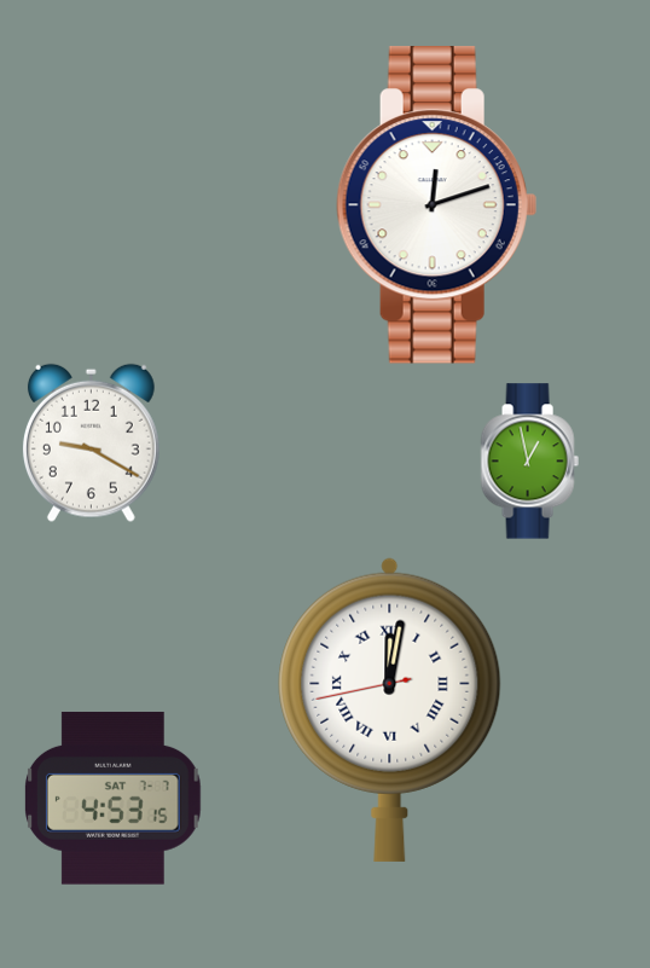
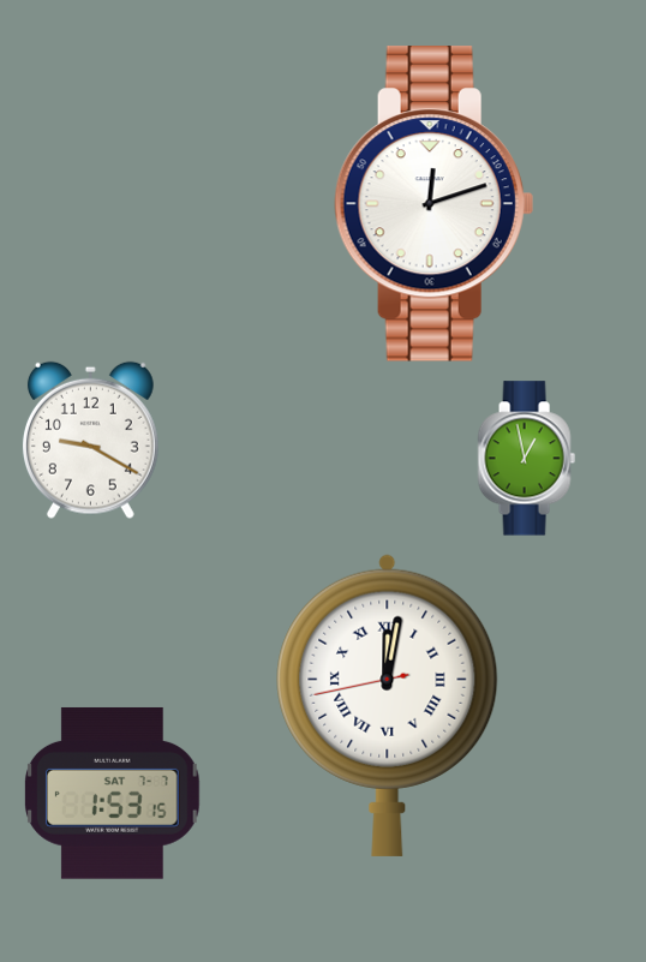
clock at (112, 798): 4:53 -> 1:53
